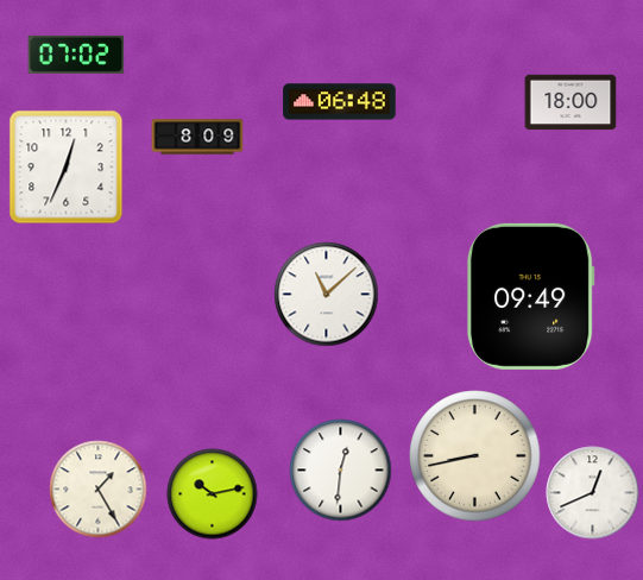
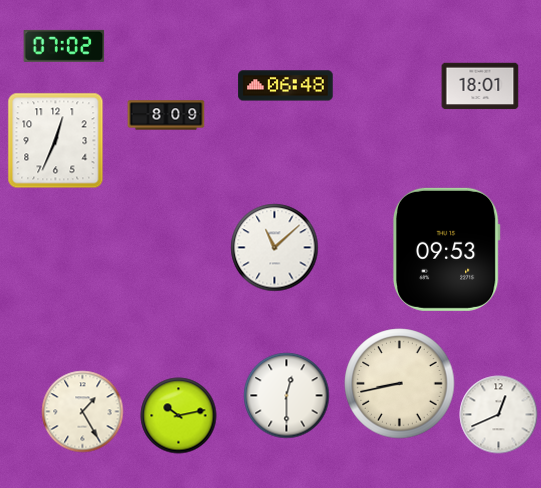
clock at (570, 102): 18:00 -> 18:01
clock at (530, 296): 09:49 -> 09:53
clock at (341, 471): 12:31 -> 12:30
